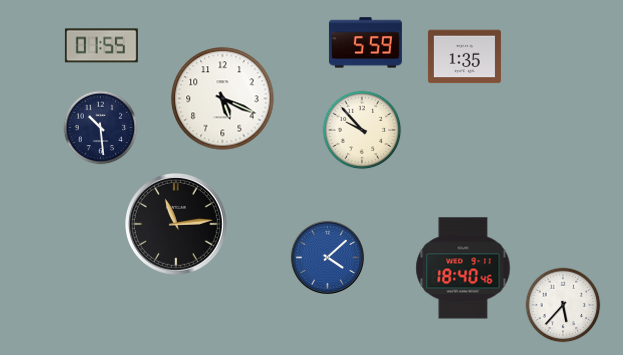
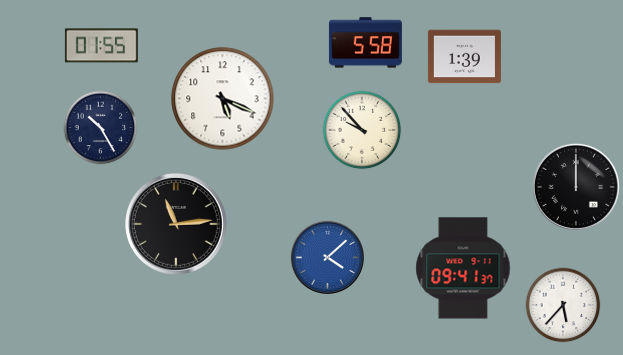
clock at (365, 43): 5:59 -> 5:58
clock at (464, 57): 1:35 -> 1:39
clock at (101, 128): 10:29 -> 10:25
clock at (576, 187): none -> 12:00
clock at (463, 268): 18:40 -> 09:41
